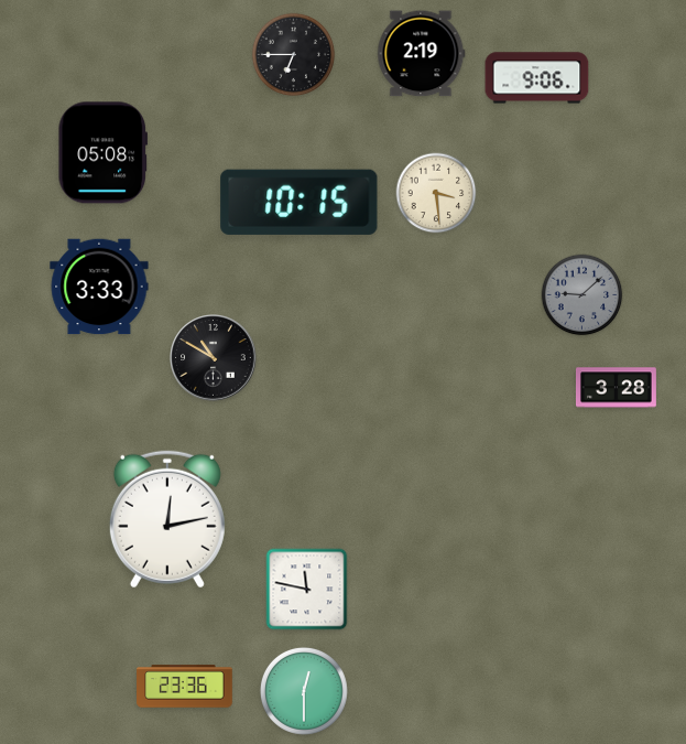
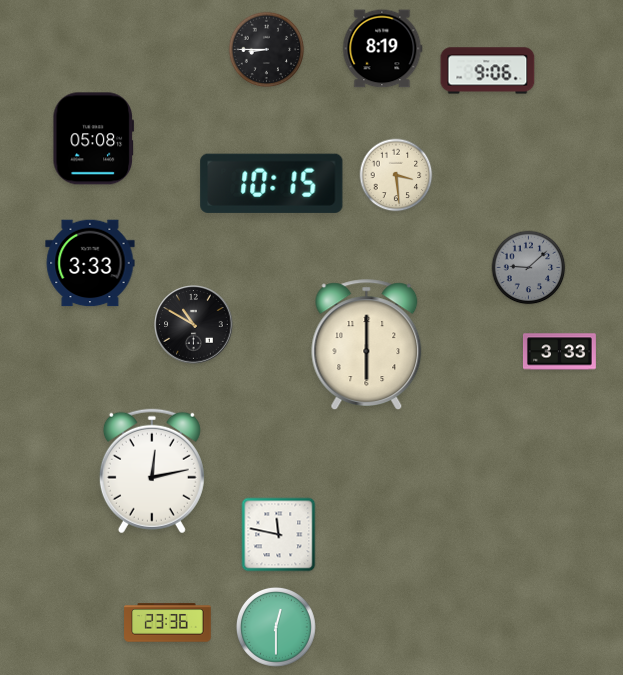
clock at (422, 54): 2:19 -> 8:19
clock at (294, 55): 6:45 -> 8:45
clock at (99, 287) position: (99, 287) -> (90, 263)
clock at (367, 344): none -> 6:00
clock at (616, 388): 3:28 -> 3:33
